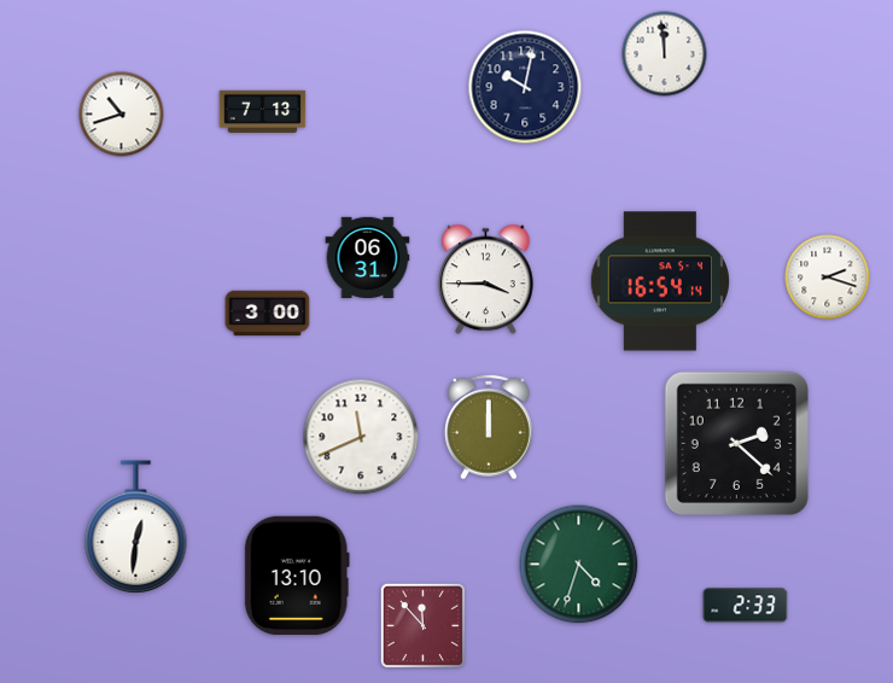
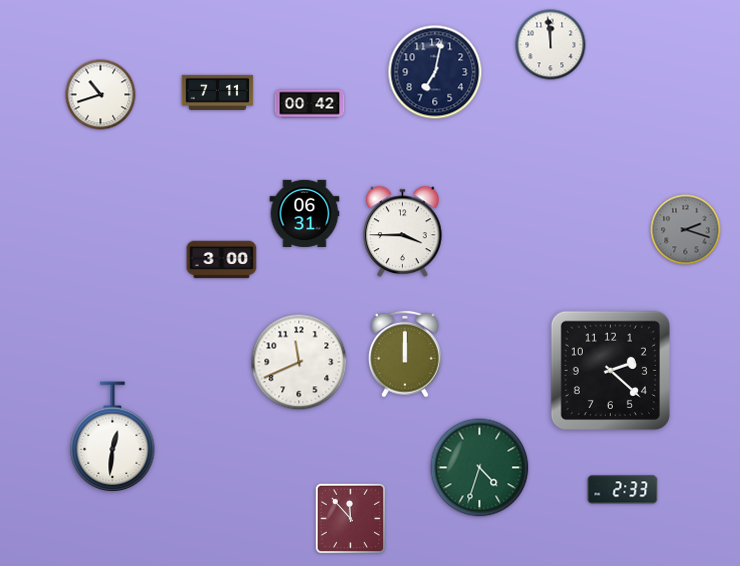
clock at (525, 87): 10:02 -> 7:02
clock at (263, 111): 7:13 -> 7:11
clock at (310, 104): none -> 00:42
clock at (828, 278) dial: white -> grey
clock at (659, 281): 16:54 -> none
clock at (736, 443) position: (736, 443) -> (610, 370)
clock at (297, 576): 13:10 -> none
clock at (746, 606) position: (746, 606) -> (623, 490)
